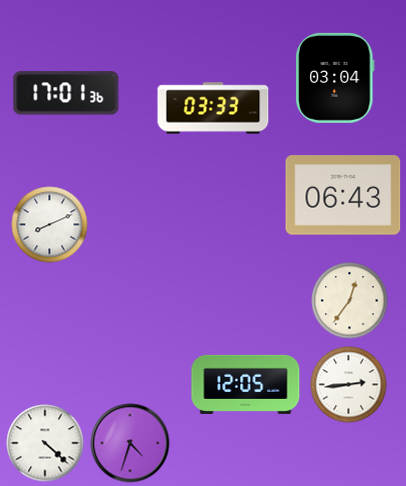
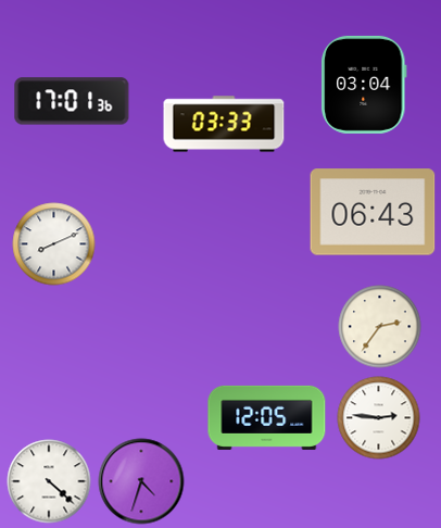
clock at (213, 108) position: (213, 108) -> (224, 124)
clock at (350, 301): 12:36 -> 2:36
clock at (349, 385): 2:44 -> 2:46
